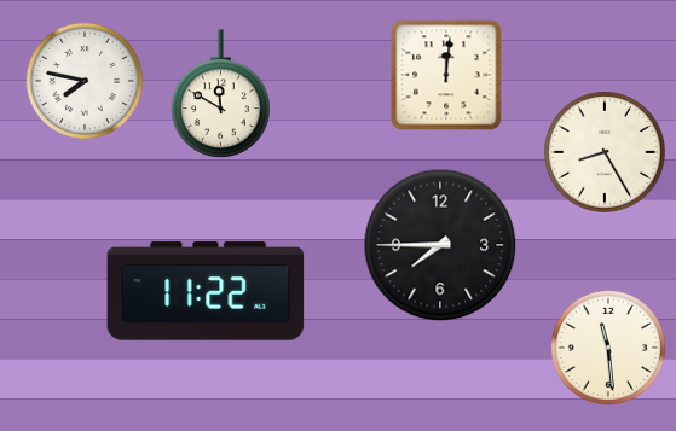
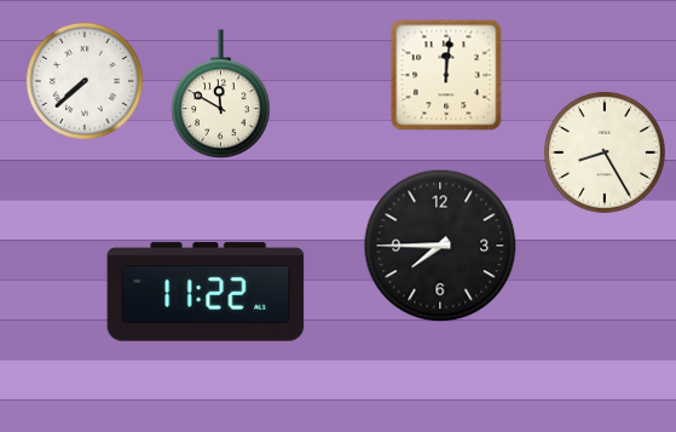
clock at (85, 81): 7:47 -> 7:38
clock at (608, 348): 11:29 -> none
